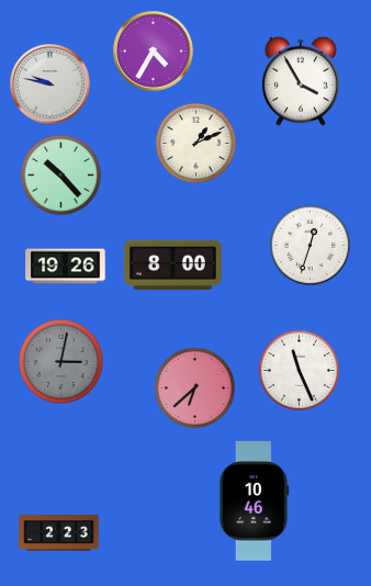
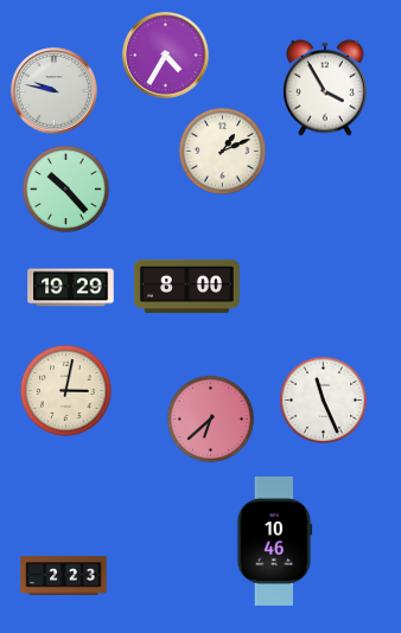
clock at (195, 143) position: (195, 143) -> (222, 151)
clock at (310, 245): 12:33 -> none
clock at (66, 267): 19:26 -> 19:29
clock at (60, 361) dial: grey -> cream
